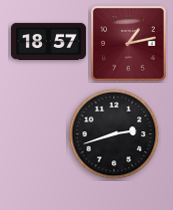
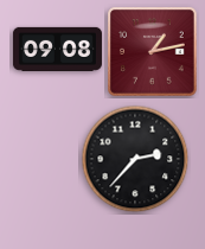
clock at (48, 41): 18:57 -> 09:08
clock at (114, 134): 2:42 -> 2:37
